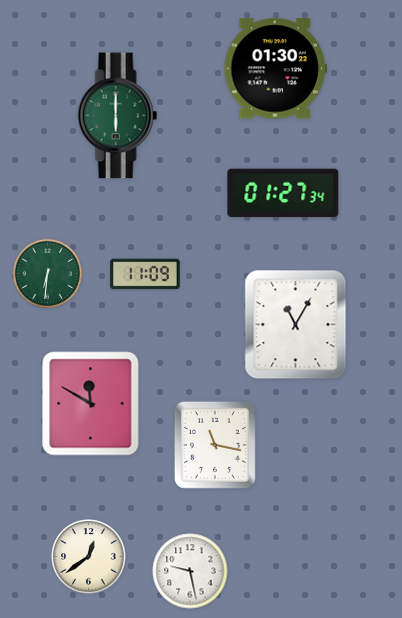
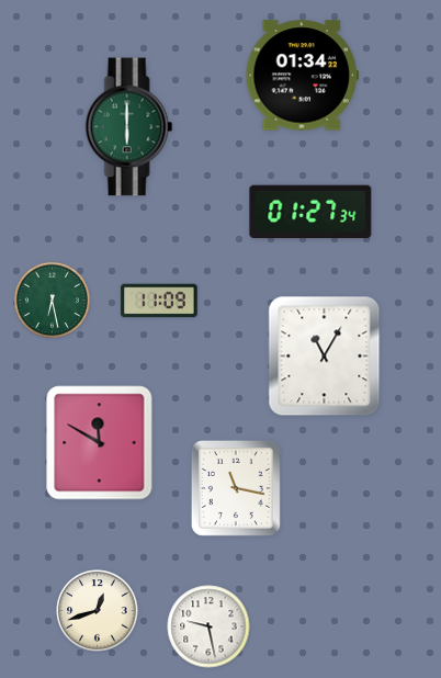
clock at (275, 69): 01:30 -> 01:34
clock at (47, 273): 6:31 -> 6:28
clock at (89, 557): 12:39 -> 12:42
